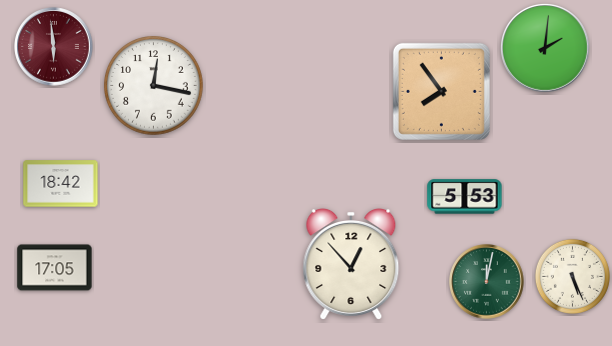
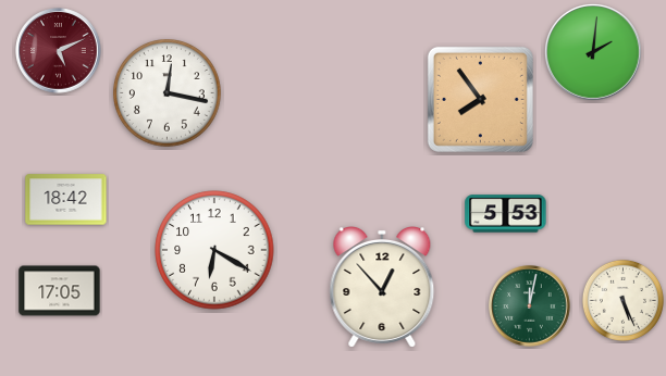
clock at (54, 47): 5:59 -> 5:11
clock at (214, 250): none -> 6:20
